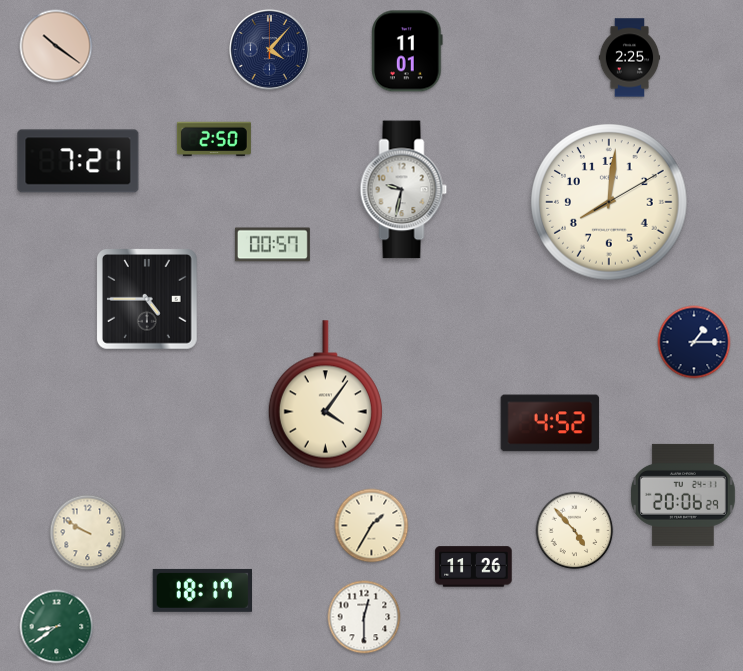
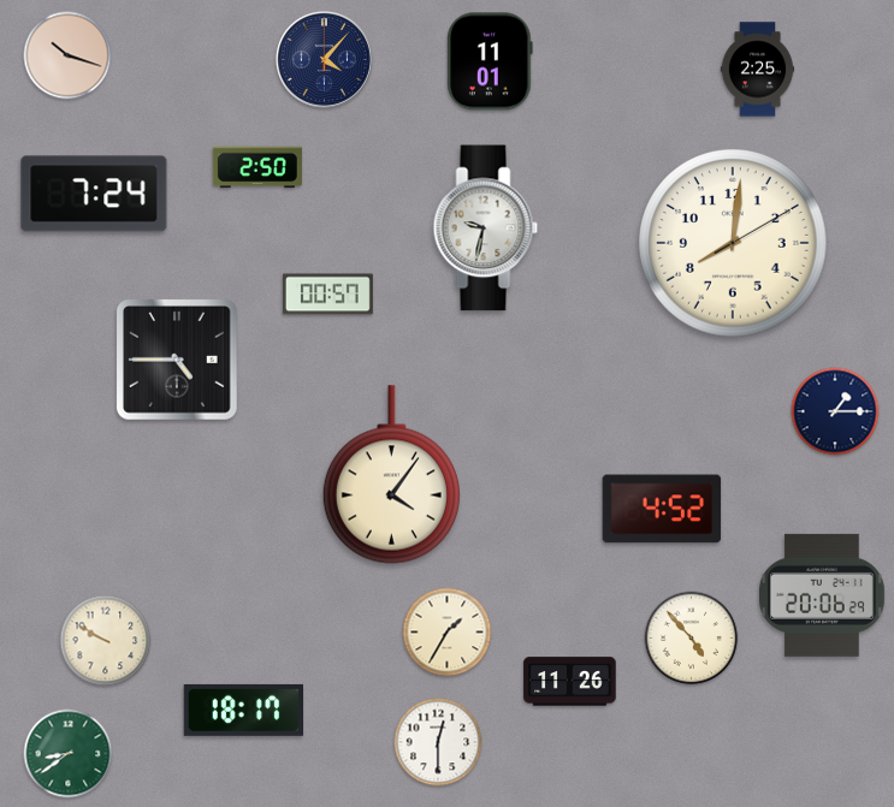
clock at (56, 46): 10:21 -> 10:18
clock at (78, 161): 7:21 -> 7:24
